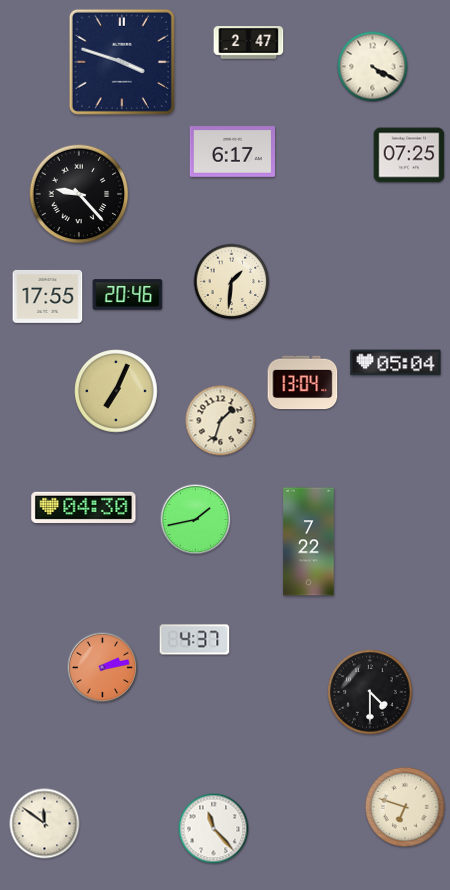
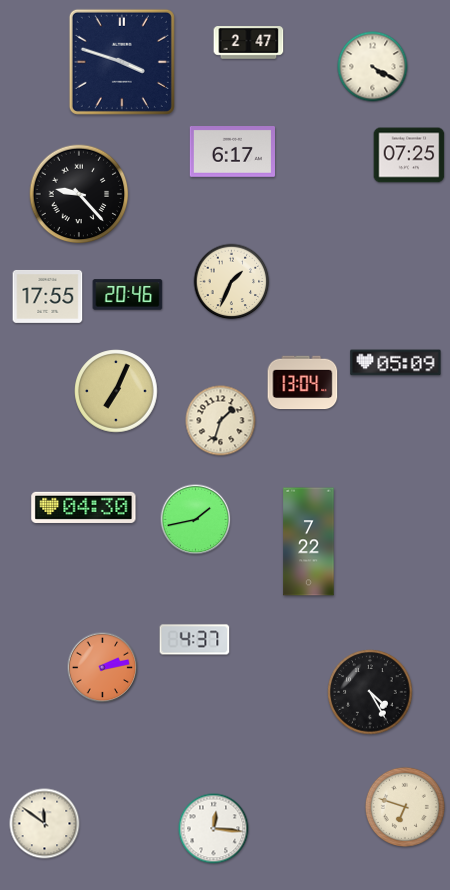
clock at (232, 282): 1:31 -> 1:34
clock at (396, 363): 05:04 -> 05:09
clock at (370, 692): 4:30 -> 4:25
clock at (214, 829): 11:23 -> 12:16
